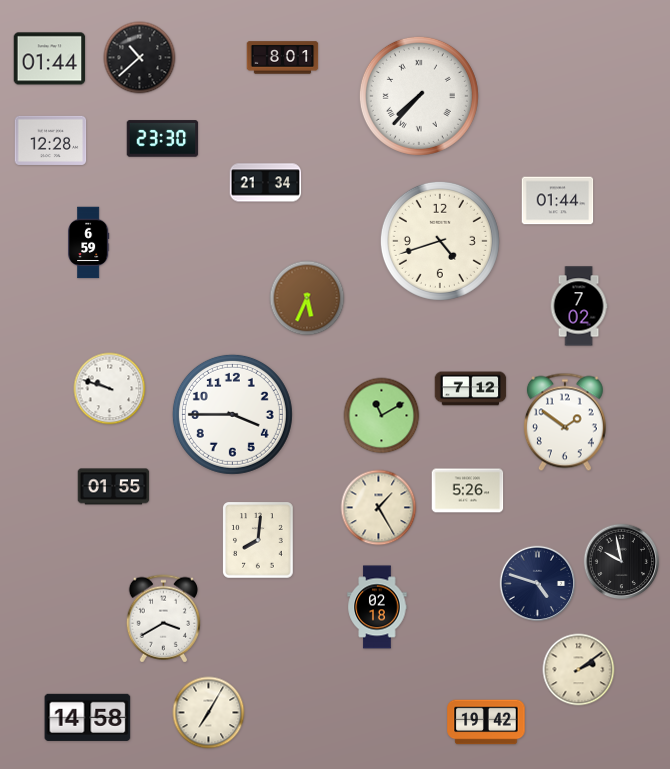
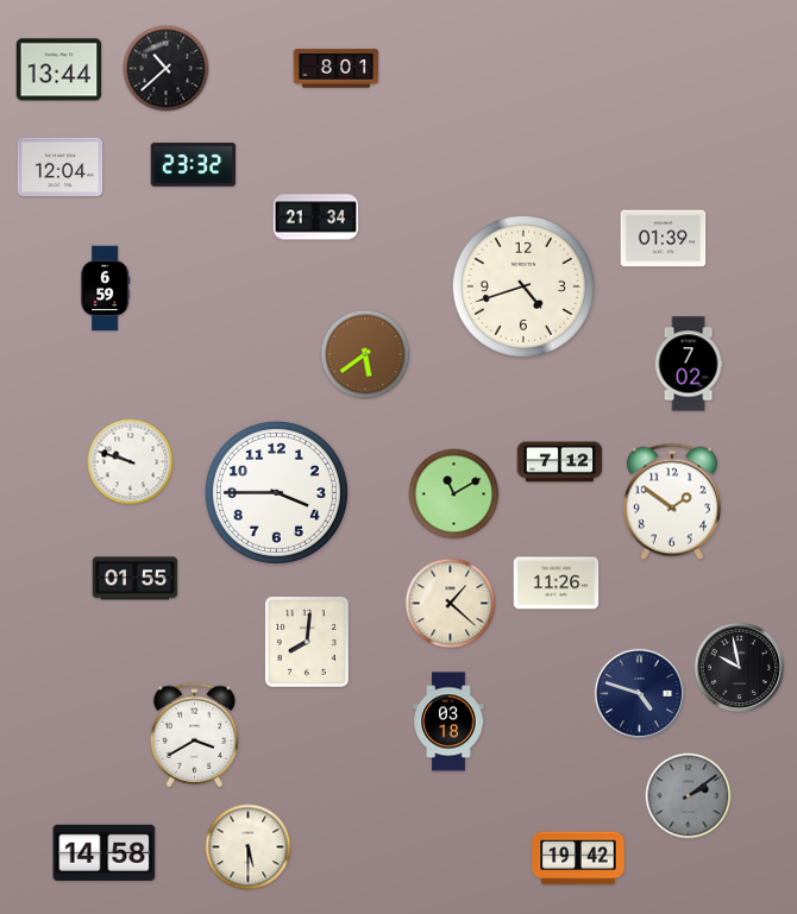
clock at (50, 59): 01:44 -> 13:44
clock at (419, 96): 7:37 -> none
clock at (163, 139): 23:30 -> 23:32
clock at (51, 140): 12:28 -> 12:04
clock at (558, 201): 01:44 -> 01:39
clock at (307, 298): 5:34 -> 5:39
clock at (468, 491): 5:26 -> 11:26
clock at (379, 508): 1:25 -> 1:22
clock at (377, 607): 02:18 -> 03:18
clock at (579, 670) dial: cream -> grey
clock at (209, 713): 7:05 -> 5:30
